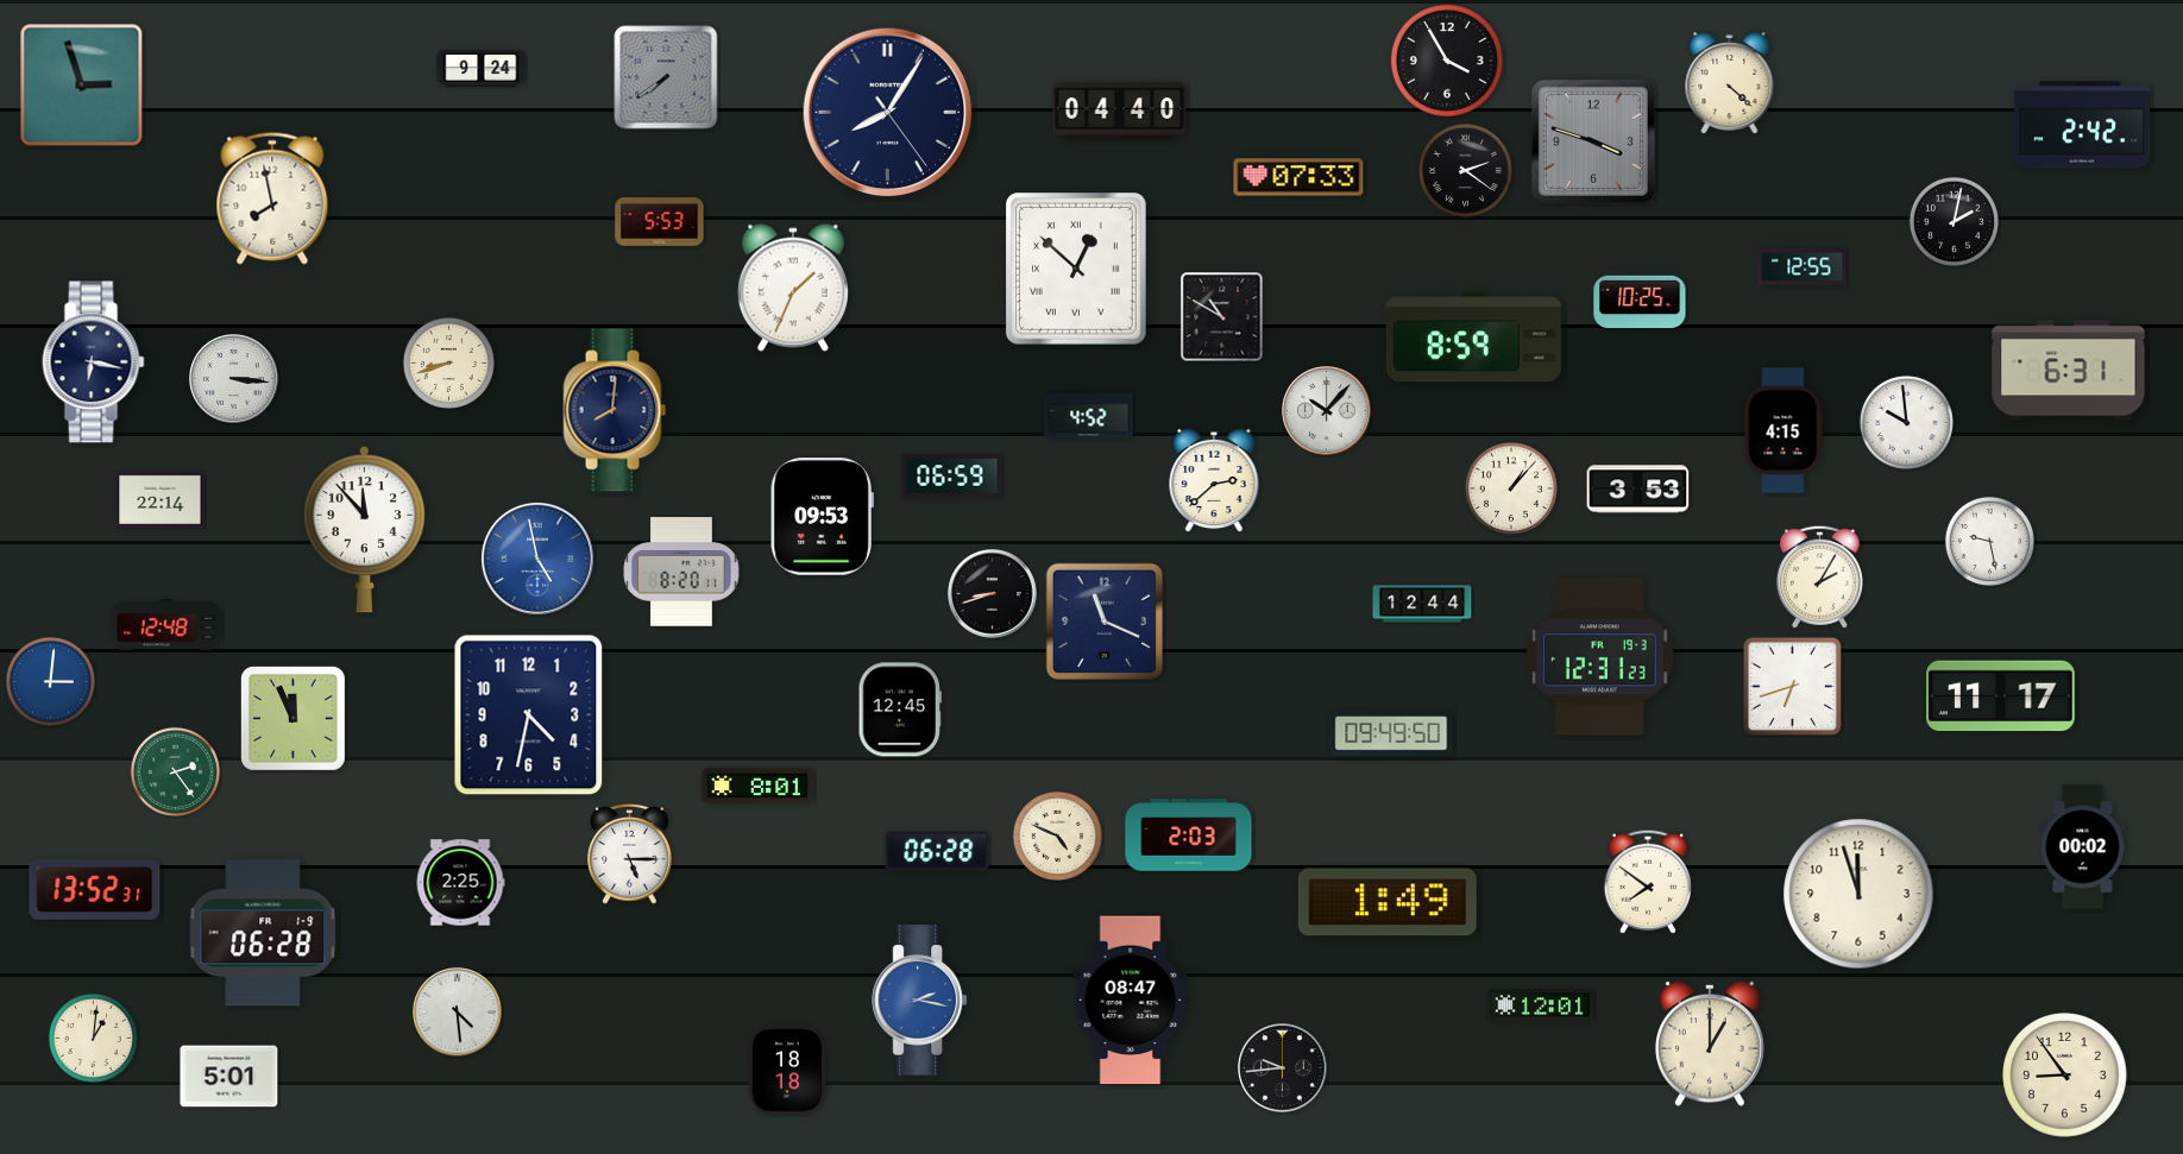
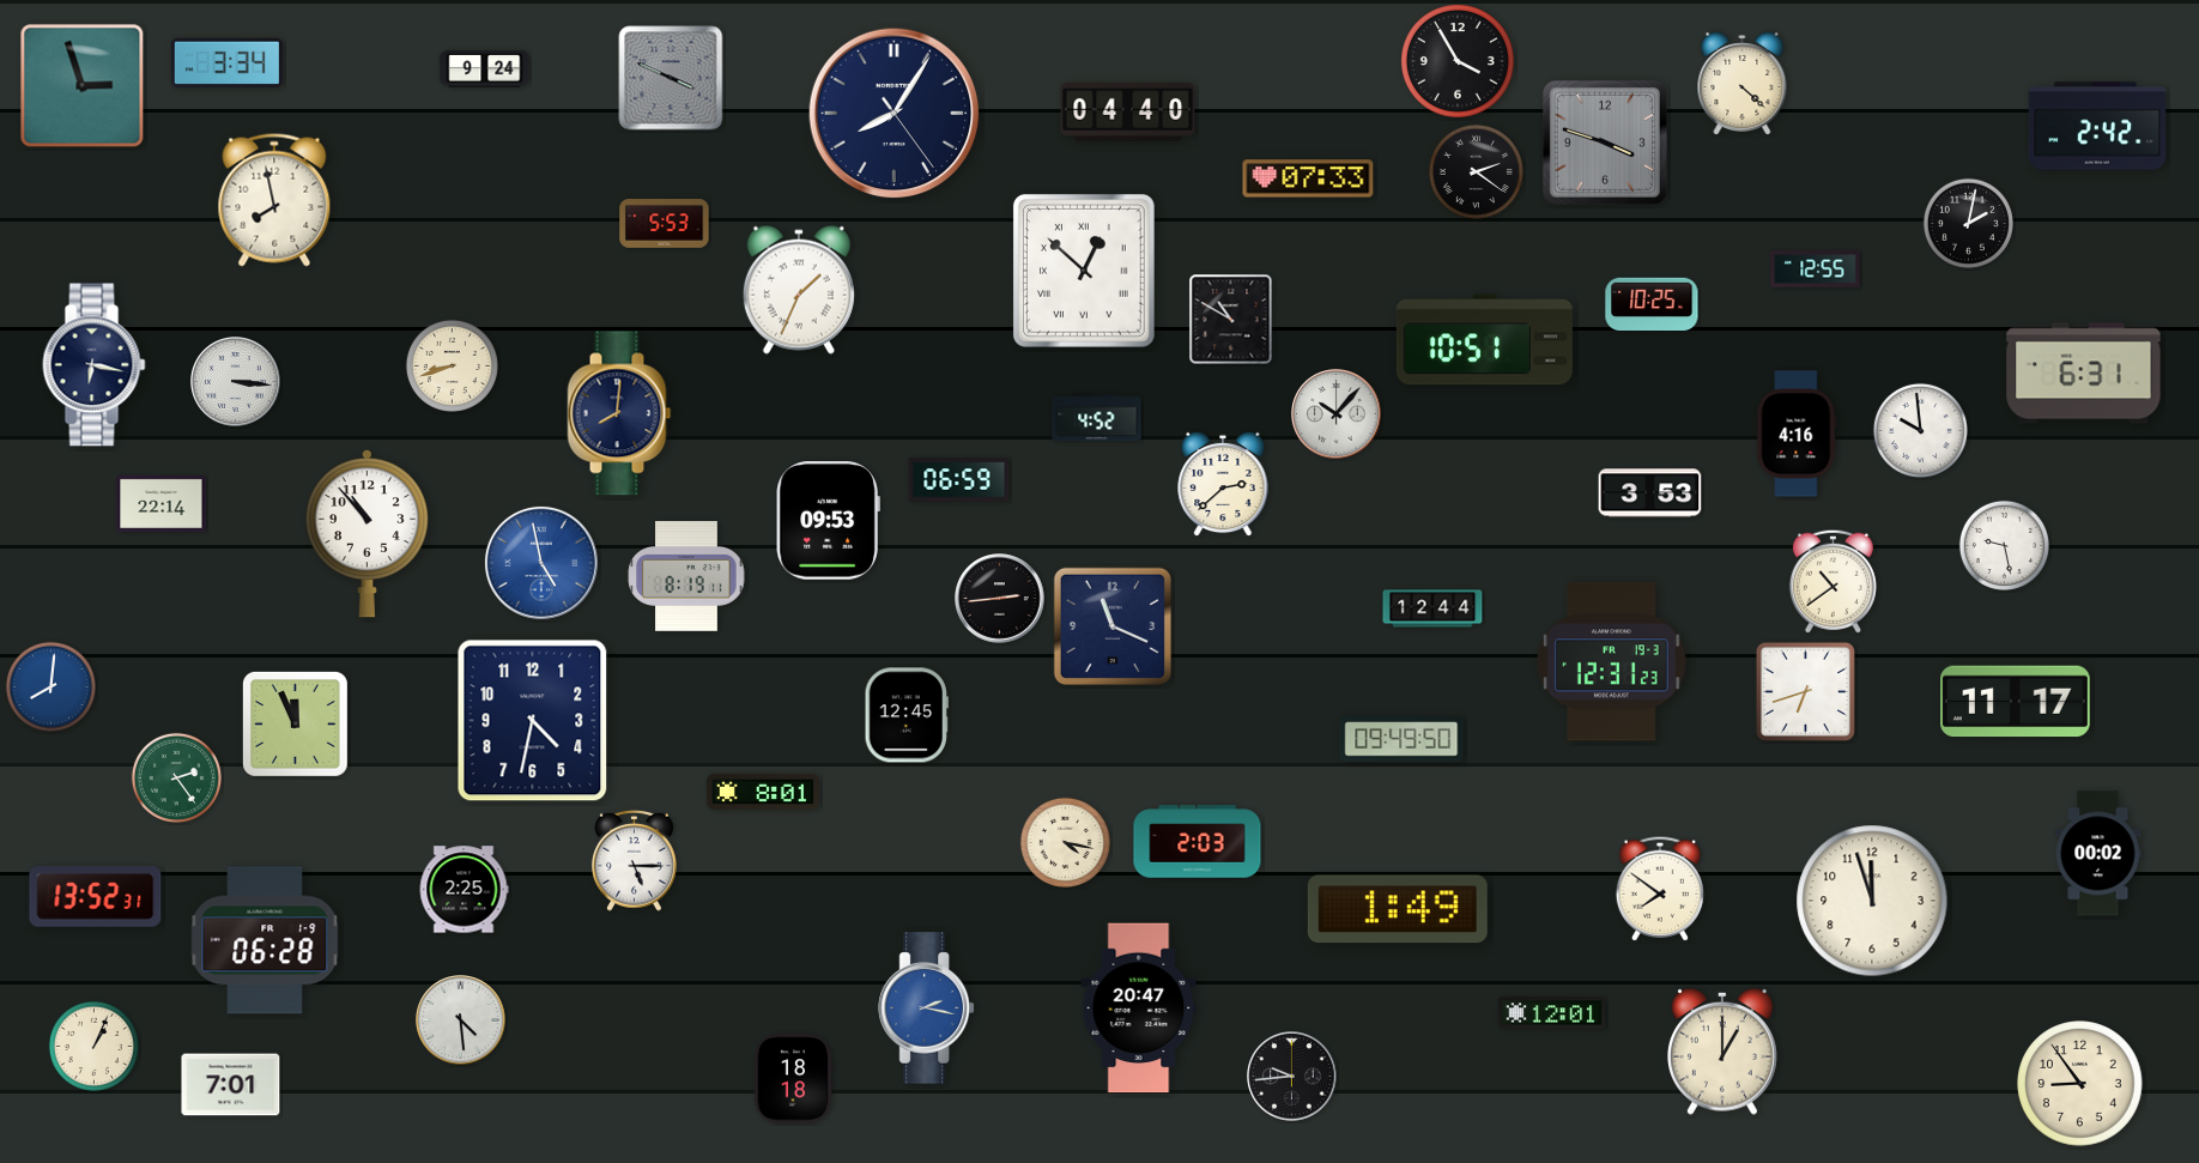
clock at (226, 63): none -> 3:34
clock at (666, 77): 7:39 -> 3:49
clock at (1473, 338): 8:59 -> 10:51
clock at (1906, 422) position: (1906, 422) -> (1920, 430)
clock at (1783, 430): 4:15 -> 4:16
clock at (1511, 488): 1:07 -> none
clock at (364, 529): 11:53 -> 10:53
clock at (681, 573): 8:20 -> 8:19
clock at (1819, 576): 2:05 -> 10:39
clock at (993, 594): 8:42 -> 2:44
clock at (165, 625): 12:48 -> none
clock at (50, 681): 3:01 -> 8:01
clock at (1057, 835): 4:49 -> 4:17
clock at (937, 851): 06:28 -> none
clock at (1131, 1001): 08:47 -> 20:47
clock at (93, 1038): 1:01 -> 1:04
clock at (229, 1077): 5:01 -> 7:01
